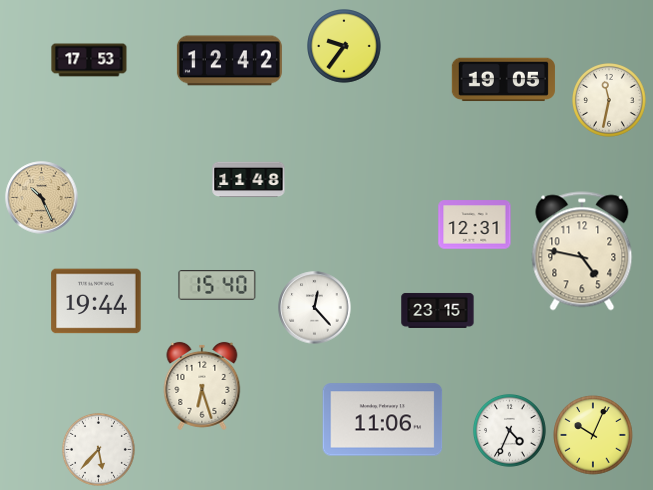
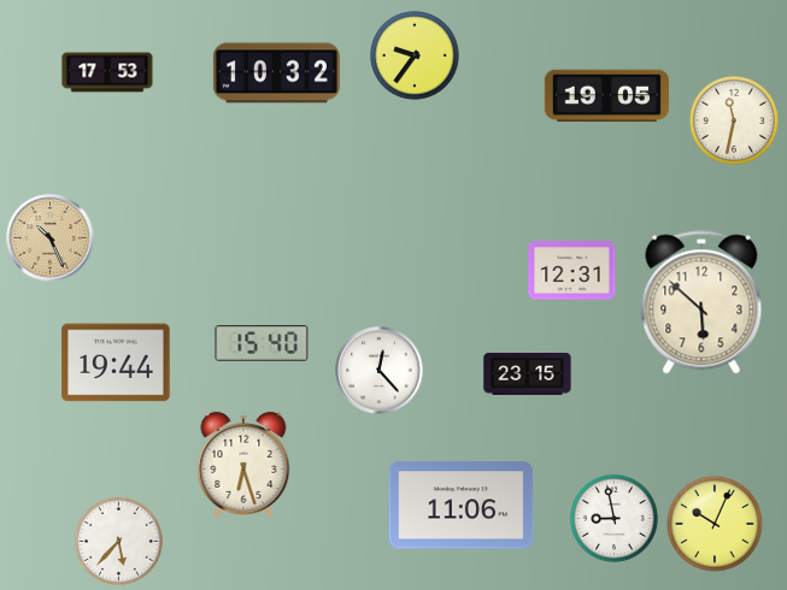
clock at (229, 61): 12:42 -> 10:32
clock at (249, 180): 11:48 -> none
clock at (582, 251): 4:47 -> 5:52
clock at (509, 430): 4:34 -> 8:58
